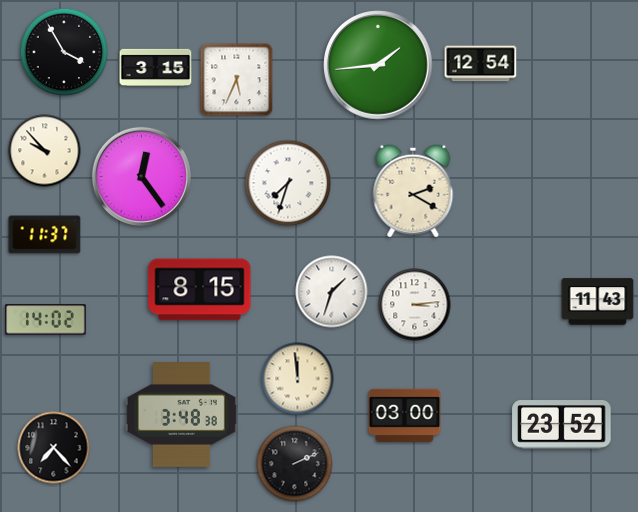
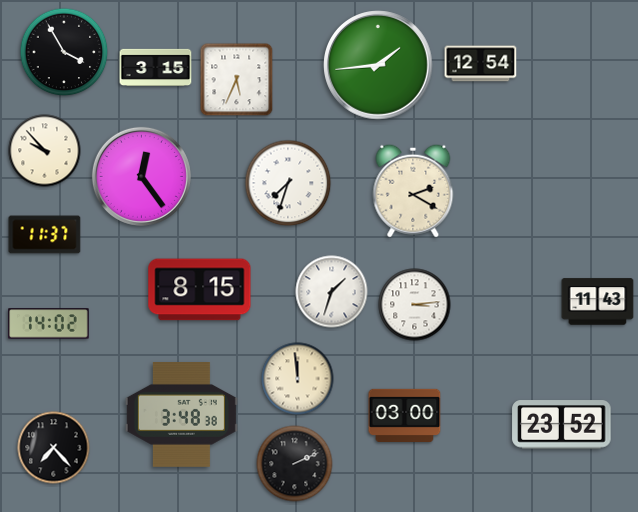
clock at (46, 320) position: (46, 320) -> (49, 324)
